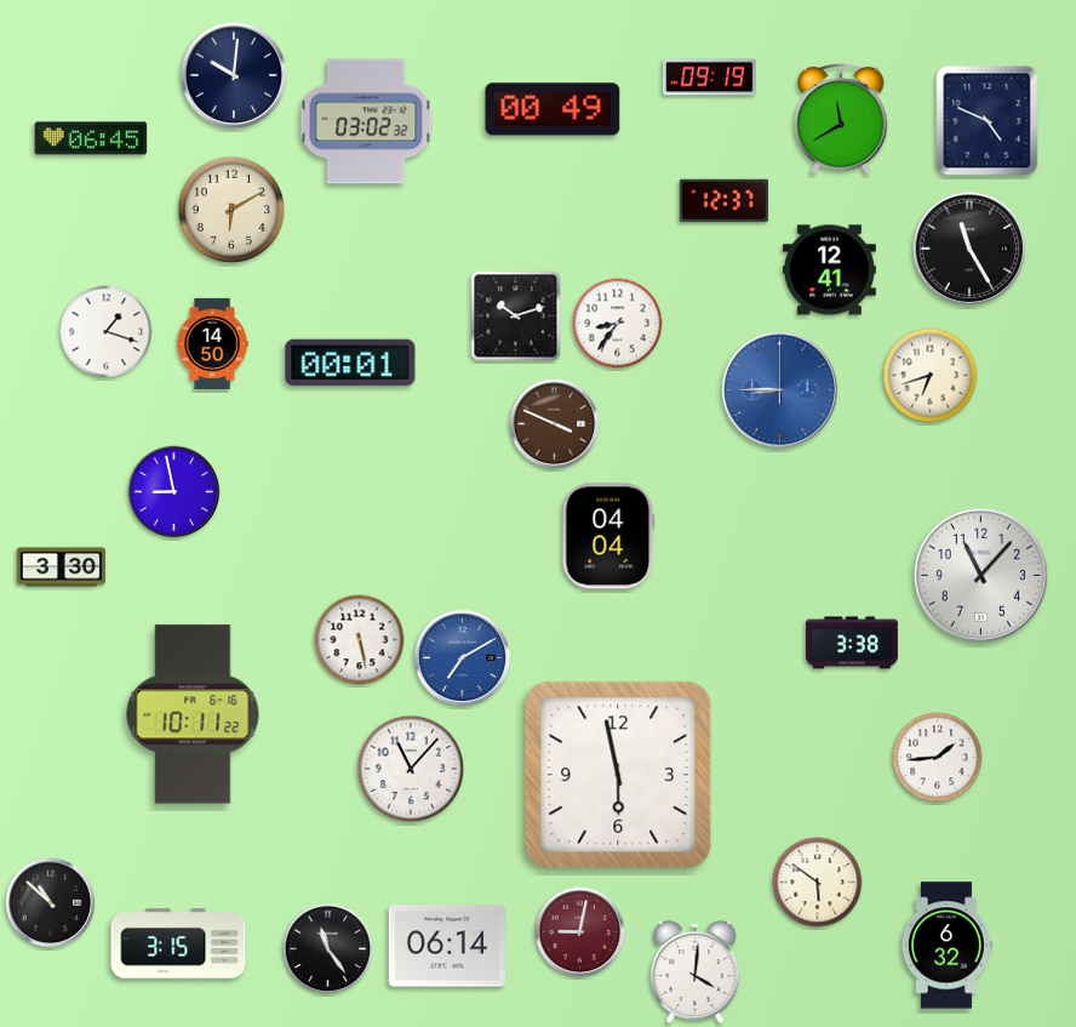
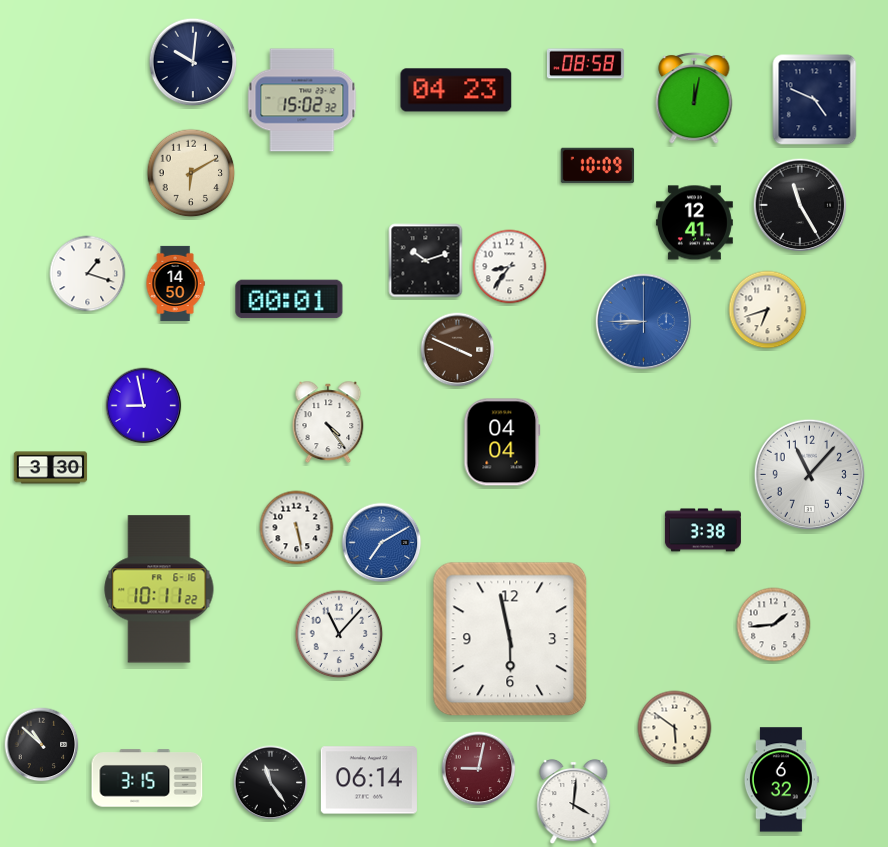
clock at (709, 78): 09:19 -> 08:58
clock at (553, 109): 00:49 -> 04:23
clock at (841, 119): 11:40 -> 12:02
clock at (366, 121): 03:02 -> 15:02
clock at (91, 138): 06:45 -> none
clock at (725, 201): 12:37 -> 10:09
clock at (829, 270) position: (829, 270) -> (694, 223)
clock at (328, 422): none -> 4:24
